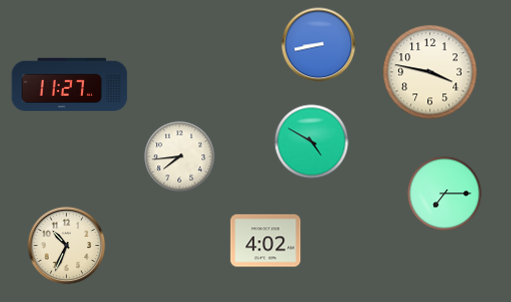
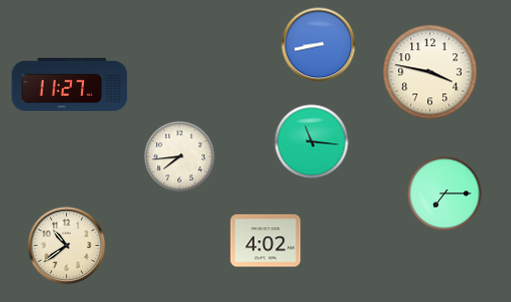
clock at (312, 142): 4:50 -> 11:16
clock at (67, 246): 10:34 -> 10:39
